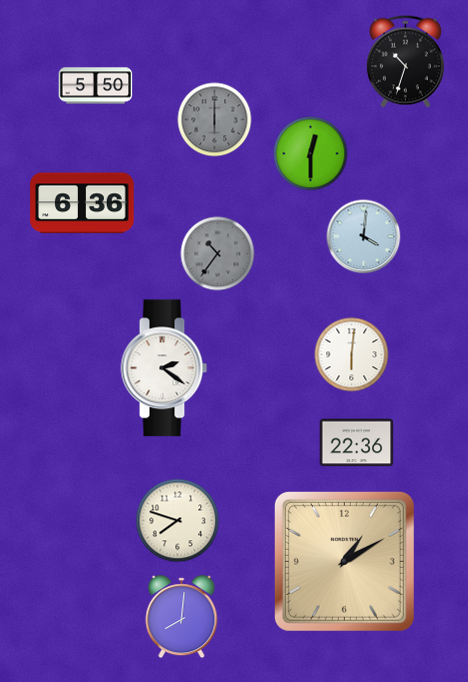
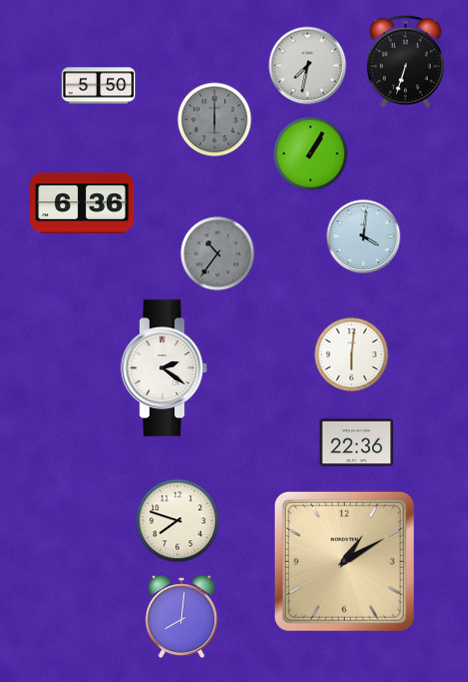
clock at (405, 61): 10:33 -> 6:33
clock at (308, 66): none -> 7:32
clock at (96, 86) position: (96, 86) -> (99, 86)
clock at (311, 154): 12:30 -> 1:05
